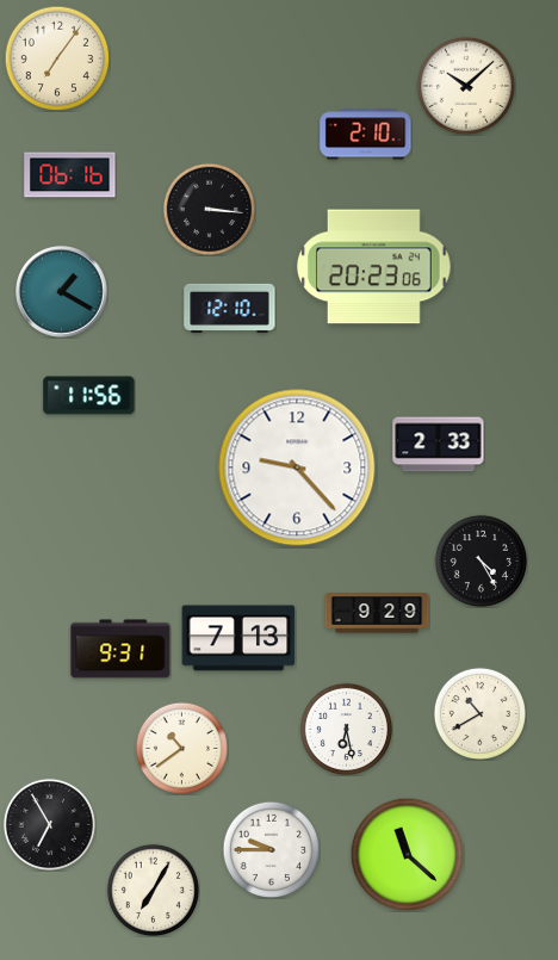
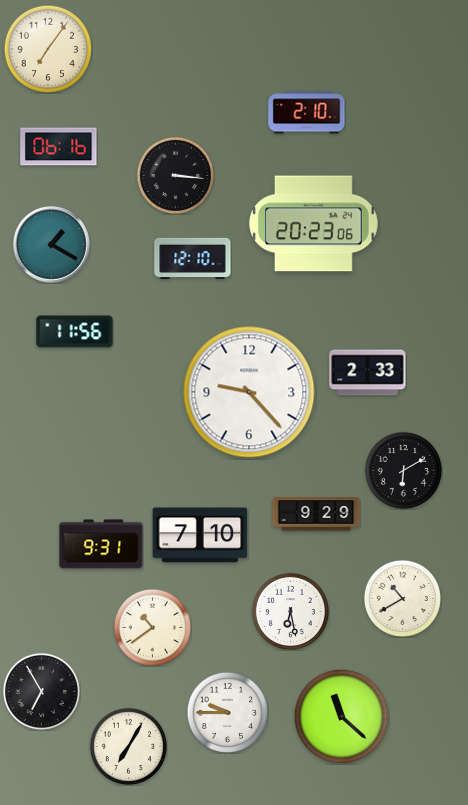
clock at (465, 85): 10:08 -> none
clock at (480, 560): 4:25 -> 6:10
clock at (238, 638): 7:13 -> 7:10
